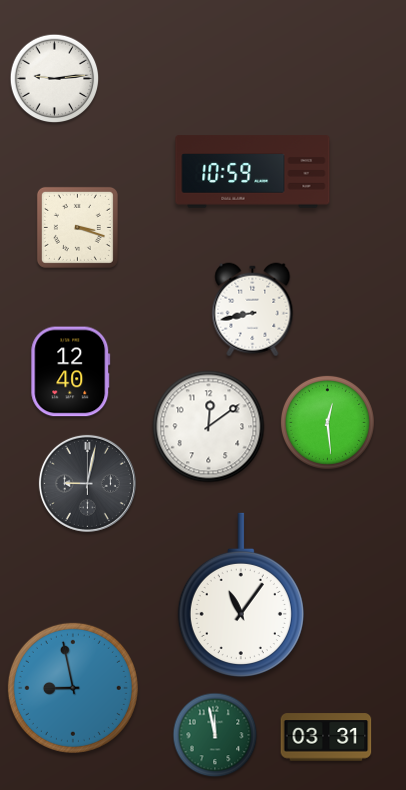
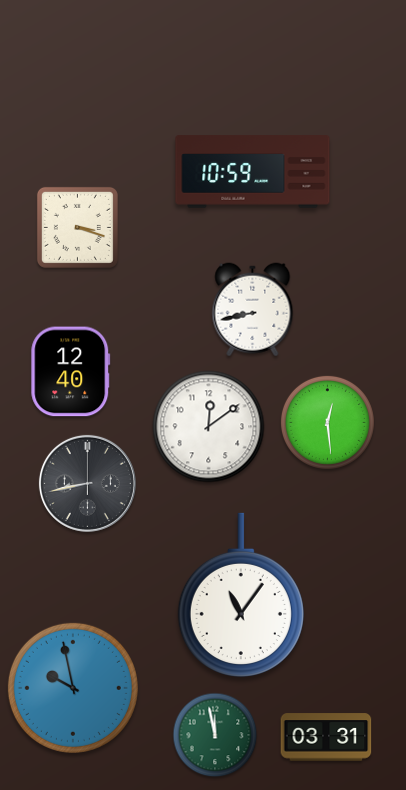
clock at (55, 79): 9:14 -> none
clock at (87, 483): 9:02 -> 8:43
clock at (73, 688): 8:58 -> 9:58
